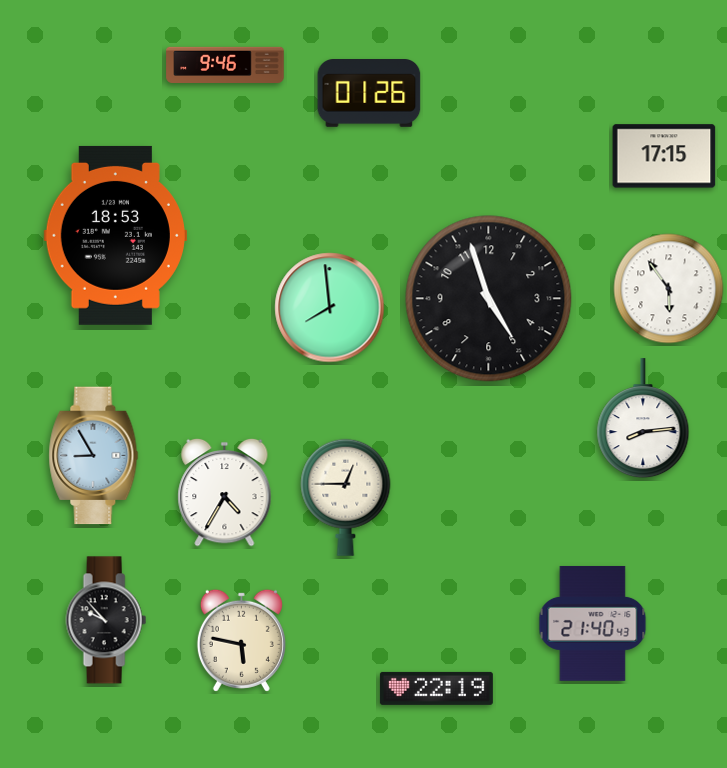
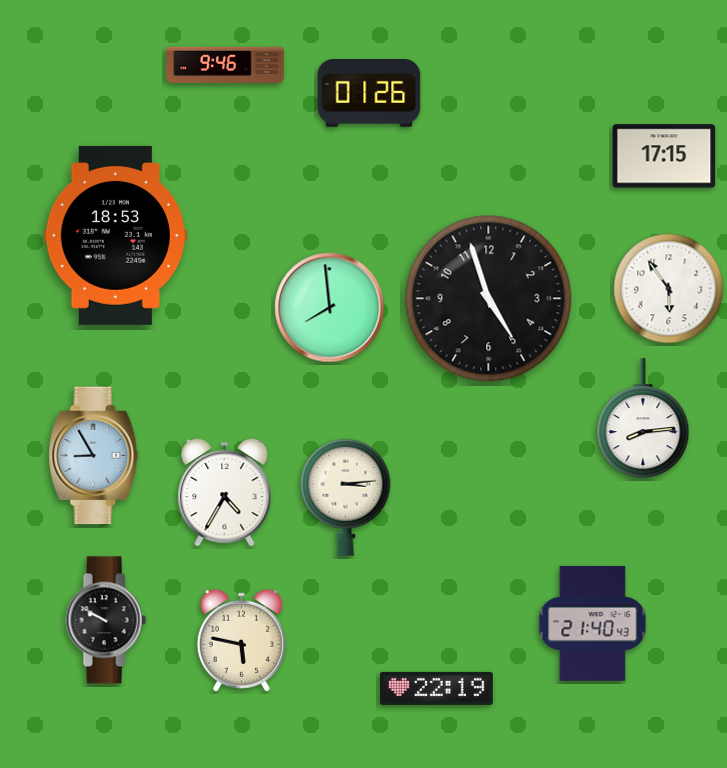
clock at (346, 497): 12:45 -> 3:14
clock at (106, 620): 9:53 -> 9:50
